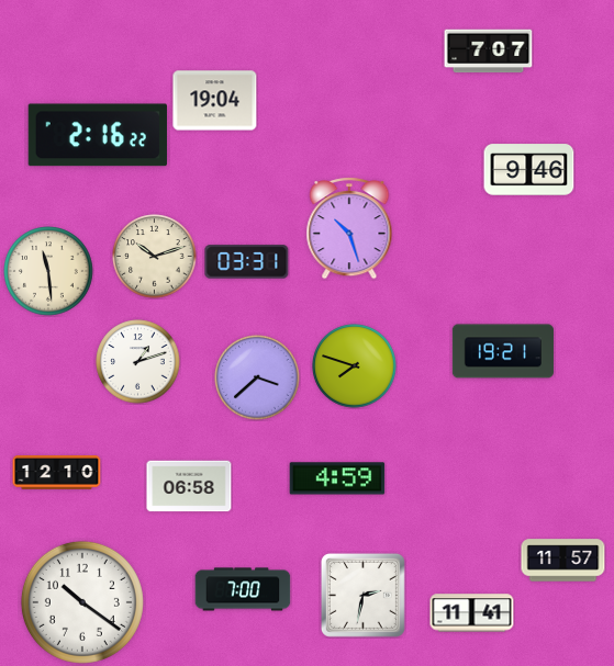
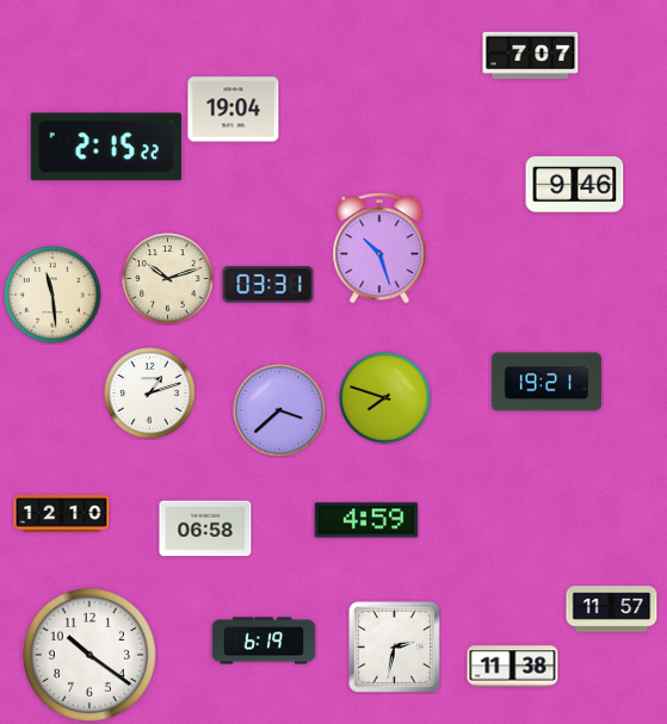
clock at (98, 135): 2:16 -> 2:15
clock at (243, 589): 7:00 -> 6:19
clock at (472, 613): 11:41 -> 11:38
